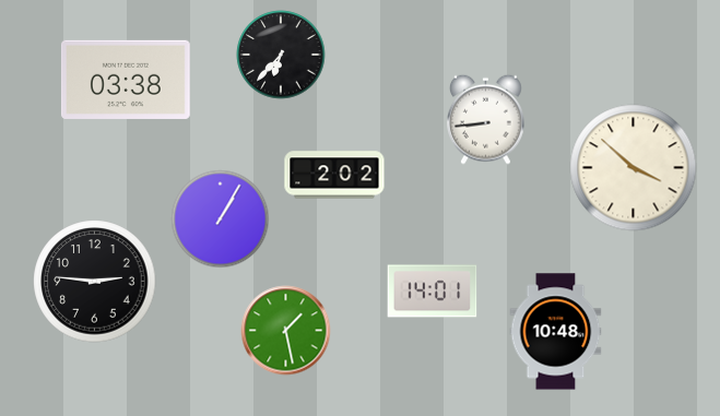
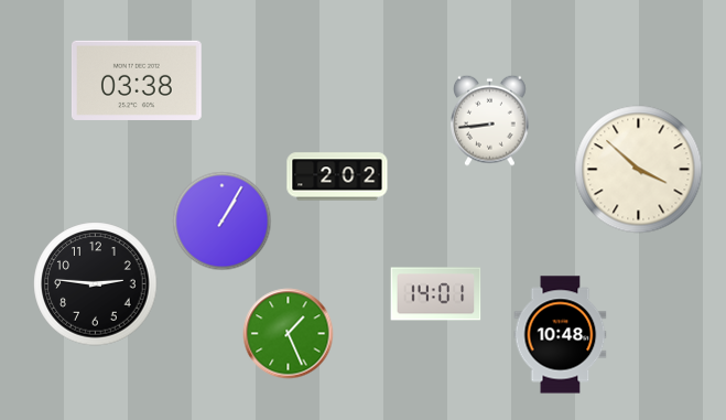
clock at (281, 55): 6:37 -> none
clock at (126, 80) position: (126, 80) -> (137, 80)
clock at (286, 331): 1:28 -> 1:26
